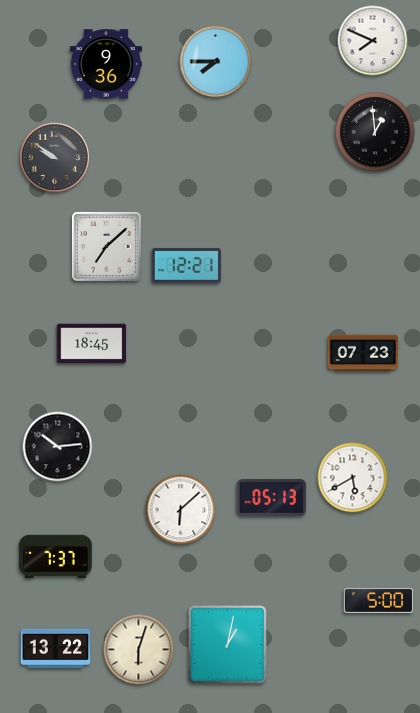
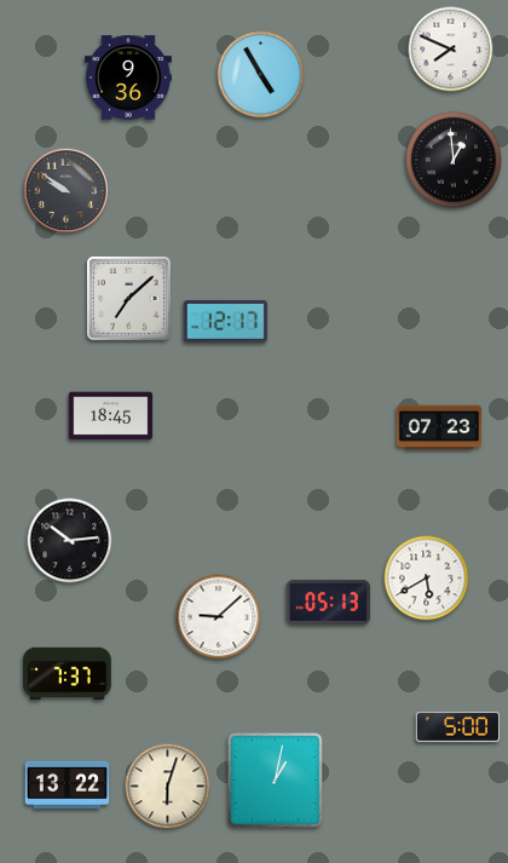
clock at (216, 62): 7:45 -> 4:55
clock at (187, 265): 12:21 -> 12:17
clock at (181, 510): 6:08 -> 9:08
